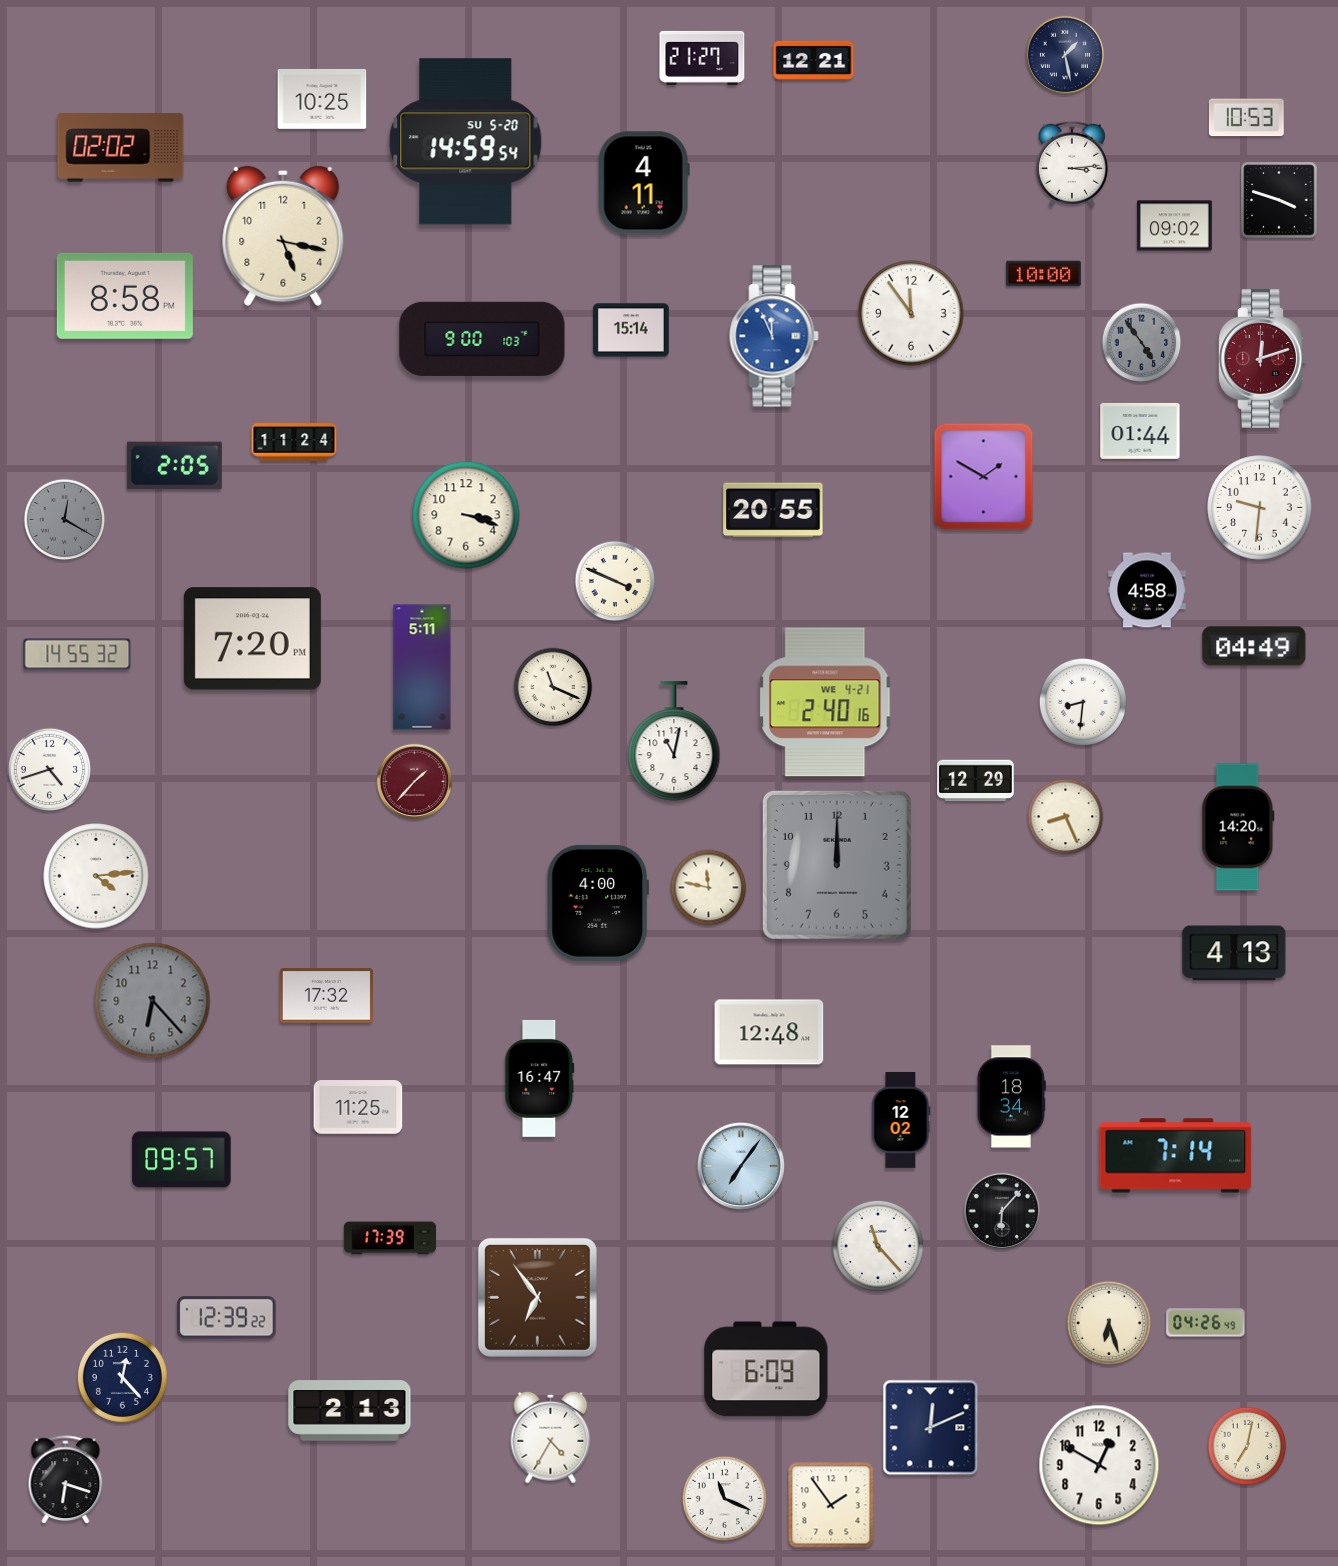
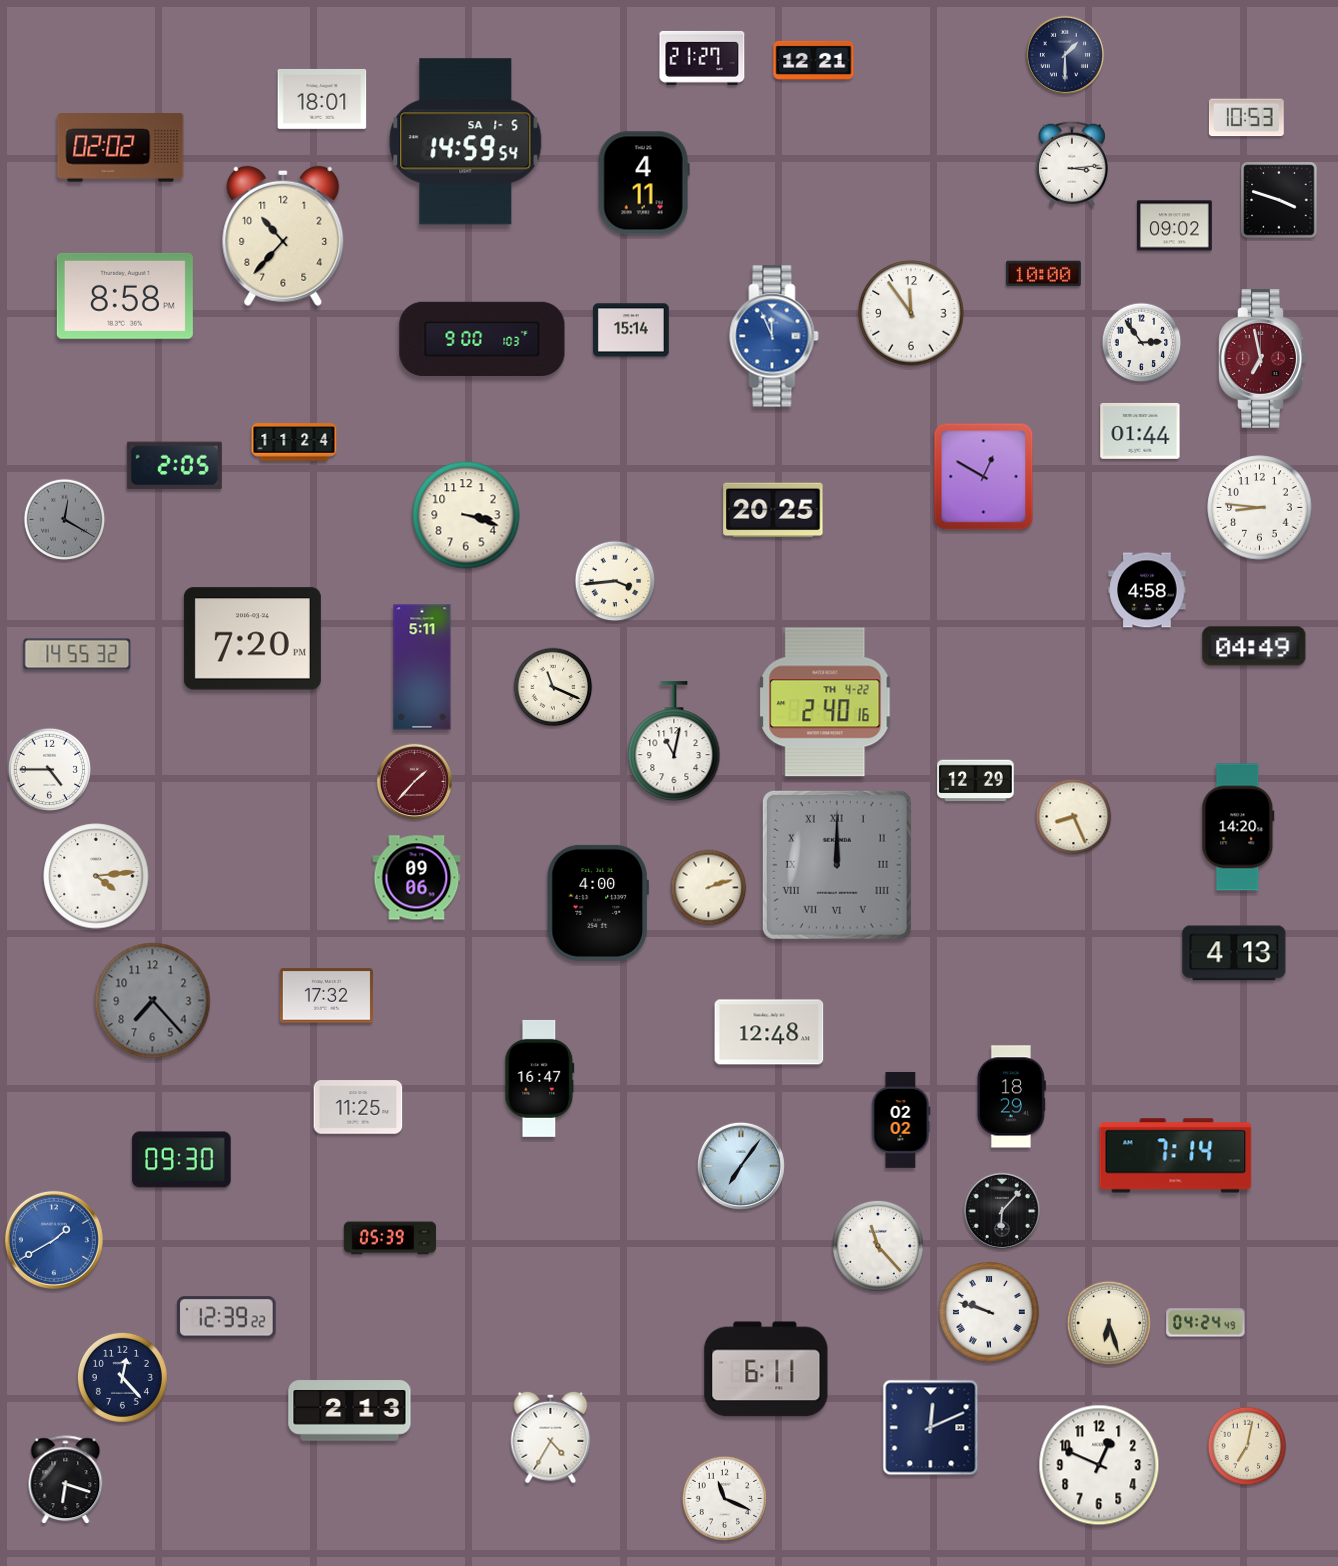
clock at (1064, 54): 1:28 -> 1:30
clock at (322, 99): 10:25 -> 18:01
clock at (466, 142) date: SU 5-20 -> SA 1-5
clock at (283, 236): 5:17 -> 10:37
clock at (1142, 343): 4:54 -> 2:54
clock at (1142, 343) dial: grey -> white
clock at (1263, 359): 12:12 -> 6:58
clock at (984, 477): 1:50 -> 12:50
clock at (1260, 508): 9:31 -> 8:46
clock at (773, 510): 20:55 -> 20:25
clock at (615, 581): 3:49 -> 3:44
clock at (825, 702) date: WE 4-21 -> TH 4-22
clock at (1083, 702): 8:31 -> none
clock at (50, 770): 4:42 -> 4:45
clock at (1066, 817) position: (1066, 817) -> (1074, 817)
clock at (837, 865) numerals: Arabic -> Roman
clock at (417, 878): none -> 09:06
clock at (709, 888): 11:47 -> 2:12
clock at (153, 1001): 6:23 -> 7:23
clock at (1011, 1097): 18:34 -> 18:29
clock at (901, 1120): 12:02 -> 02:02
clock at (182, 1160): 09:57 -> 09:30
clock at (390, 1238): 17:39 -> 05:39
clock at (54, 1240): none -> 1:40
clock at (537, 1297): 6:54 -> none
clock at (989, 1312): none -> 9:48
clock at (1206, 1323): 04:26 -> 04:24
clock at (766, 1369): 6:09 -> 6:11
clock at (1099, 1465): 12:50 -> 12:49
clock at (831, 1505): 1:54 -> none
